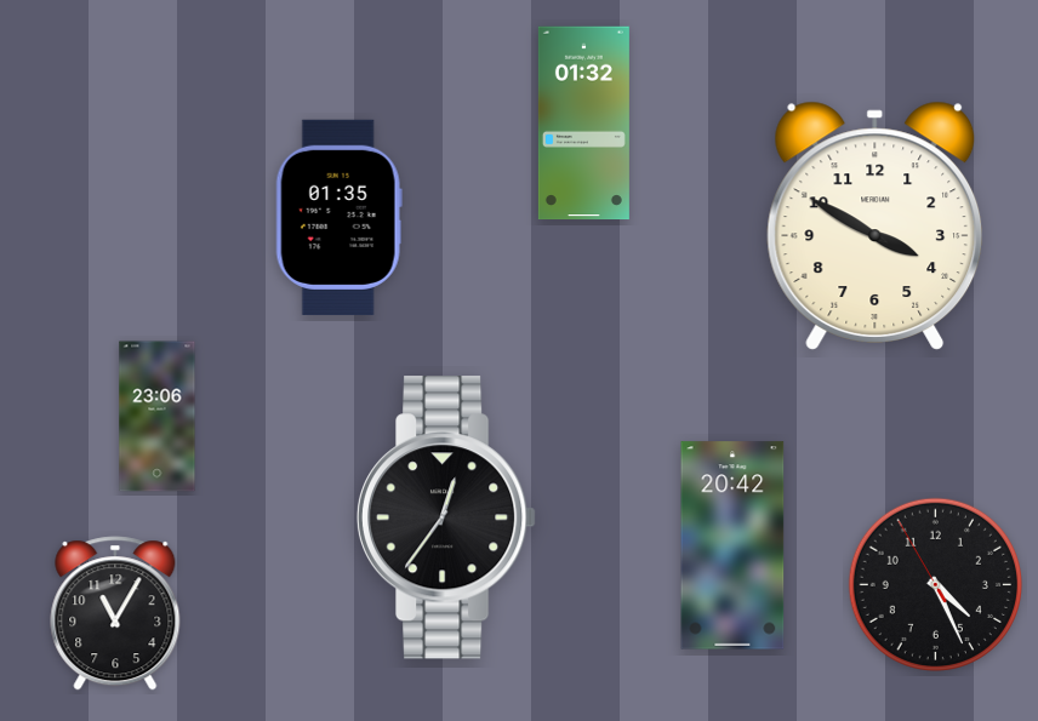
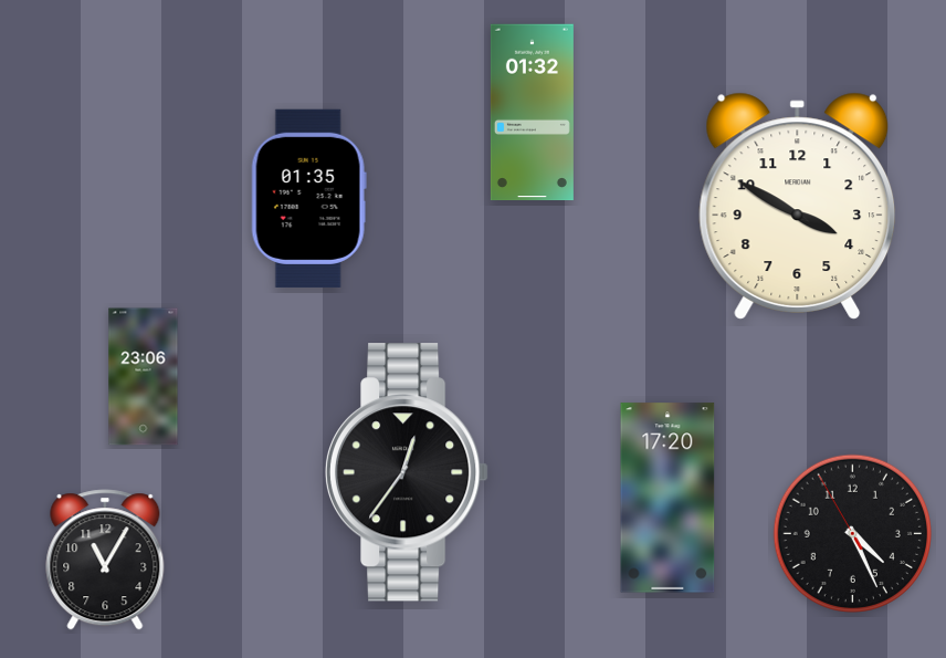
clock at (158, 417) position: (158, 417) -> (144, 377)
clock at (732, 545): 20:42 -> 17:20
